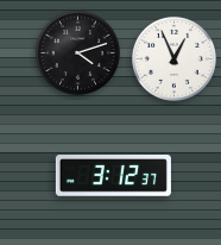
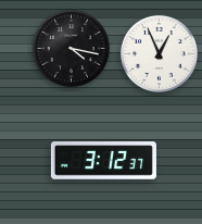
clock at (77, 52): 4:12 -> 4:17
